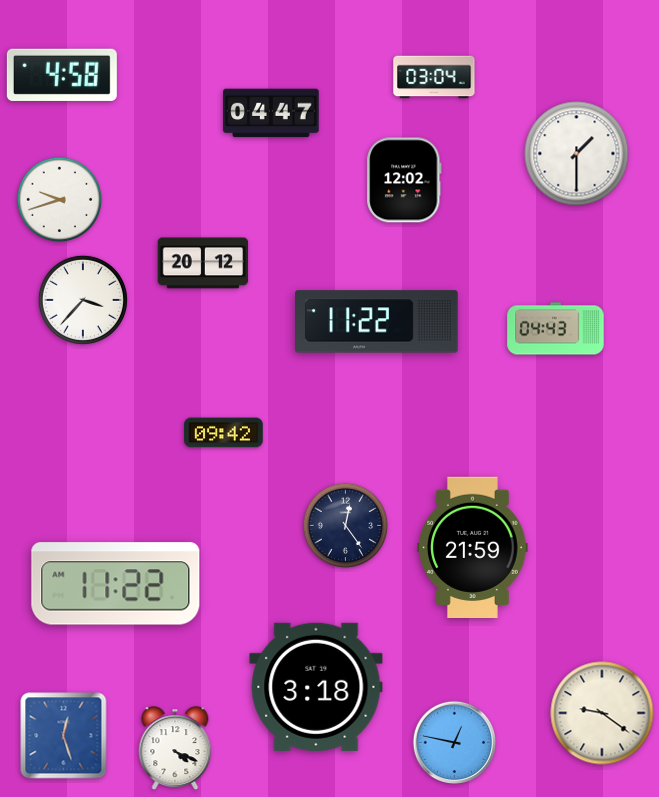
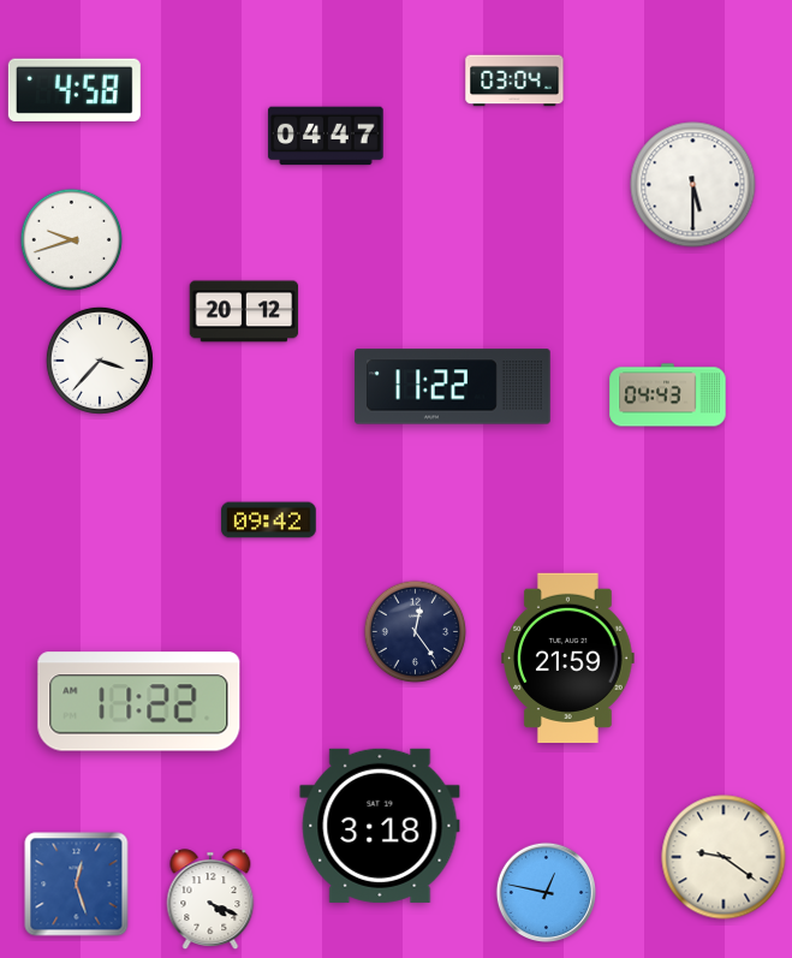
clock at (434, 77) position: (434, 77) -> (514, 81)
clock at (577, 154): 1:30 -> 5:30
clock at (404, 180): 12:02 -> none
clock at (203, 263) position: (203, 263) -> (244, 311)
